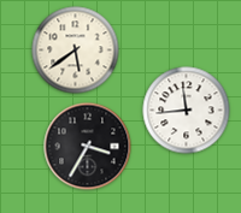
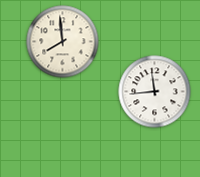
clock at (76, 51): 5:39 -> 7:59
clock at (88, 147): 3:35 -> none
